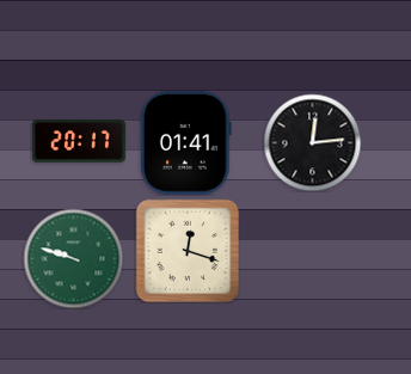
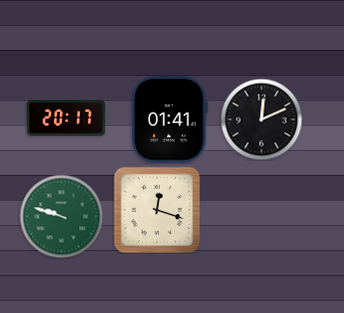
clock at (312, 142): 12:14 -> 12:11
clock at (185, 143) position: (185, 143) -> (169, 120)
